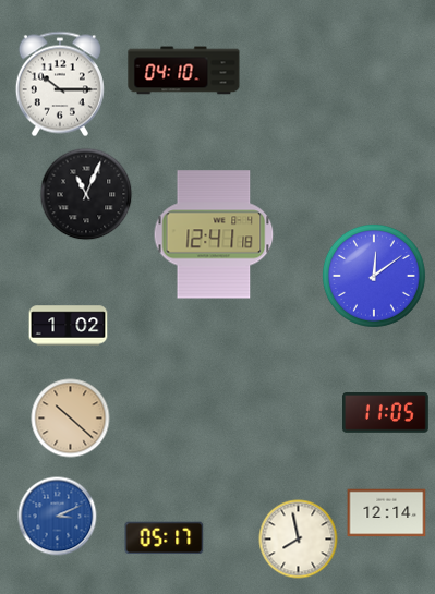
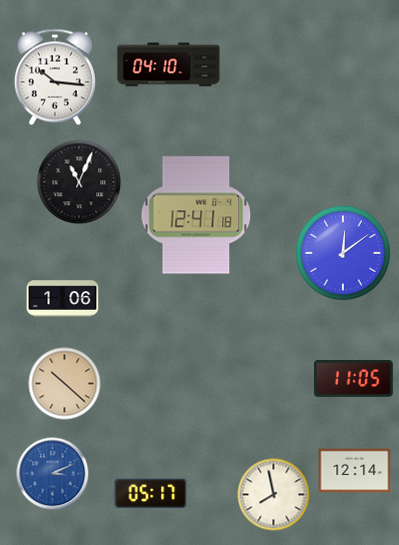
clock at (60, 84): 10:15 -> 10:16
clock at (86, 194) position: (86, 194) -> (79, 182)
clock at (69, 326): 1:02 -> 1:06
